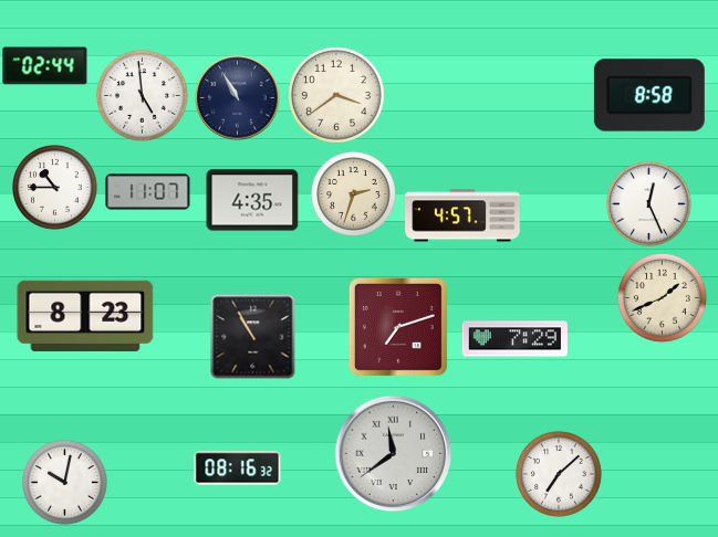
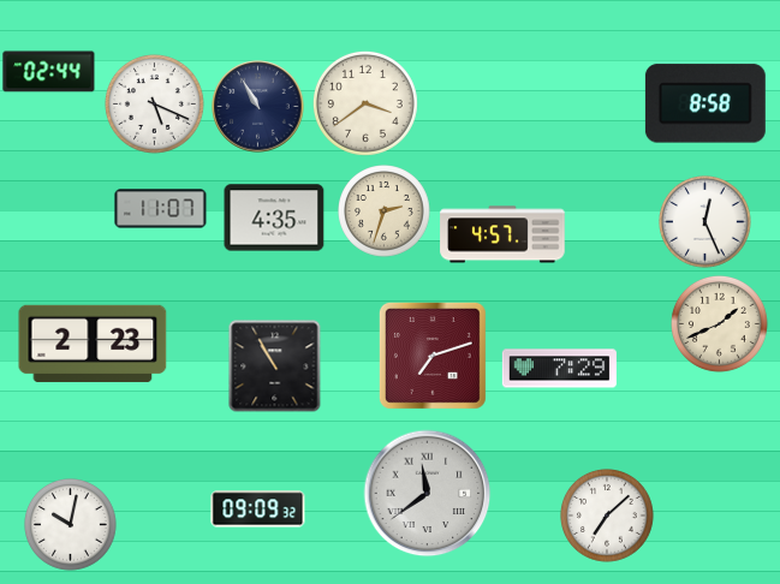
clock at (142, 95): 4:59 -> 5:19
clock at (55, 188): 10:45 -> none
clock at (85, 316): 8:23 -> 2:23
clock at (238, 468): 08:16 -> 09:09
